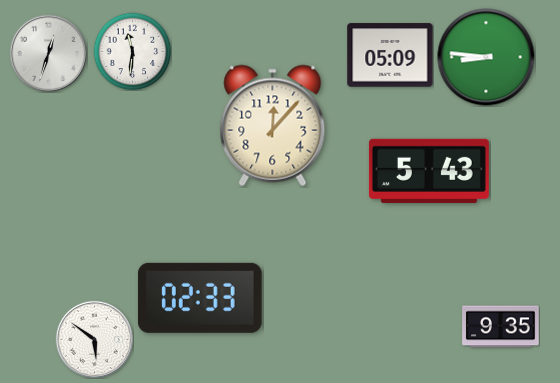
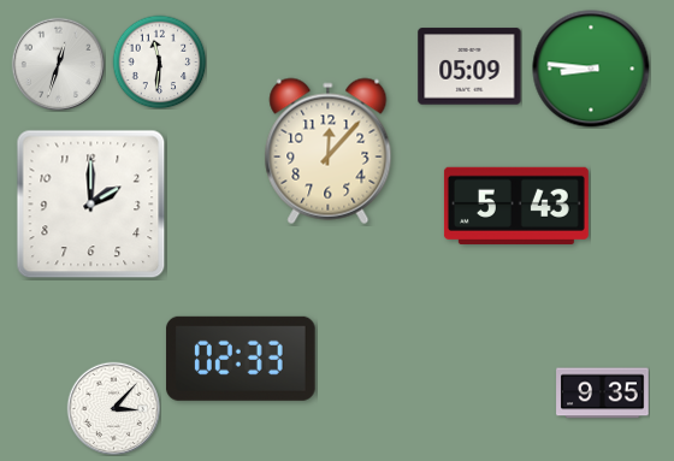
clock at (486, 57) position: (486, 57) -> (591, 69)
clock at (91, 205): none -> 2:00
clock at (94, 339): 5:51 -> 3:07
